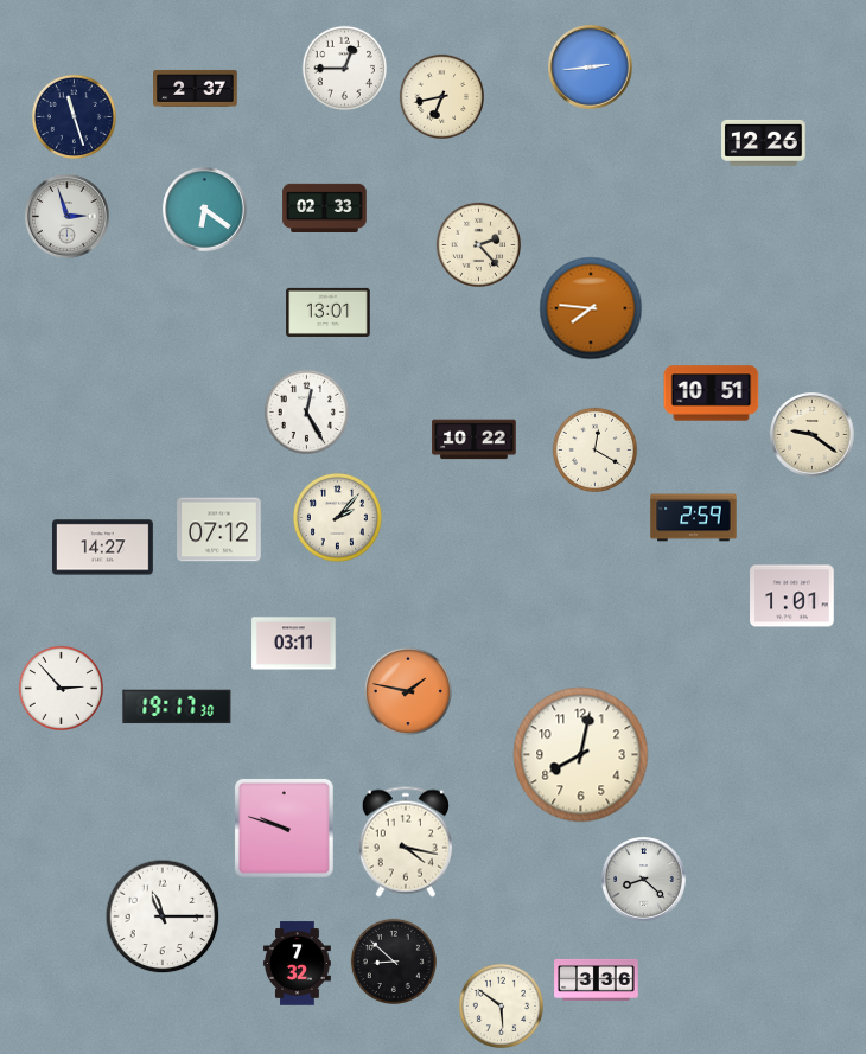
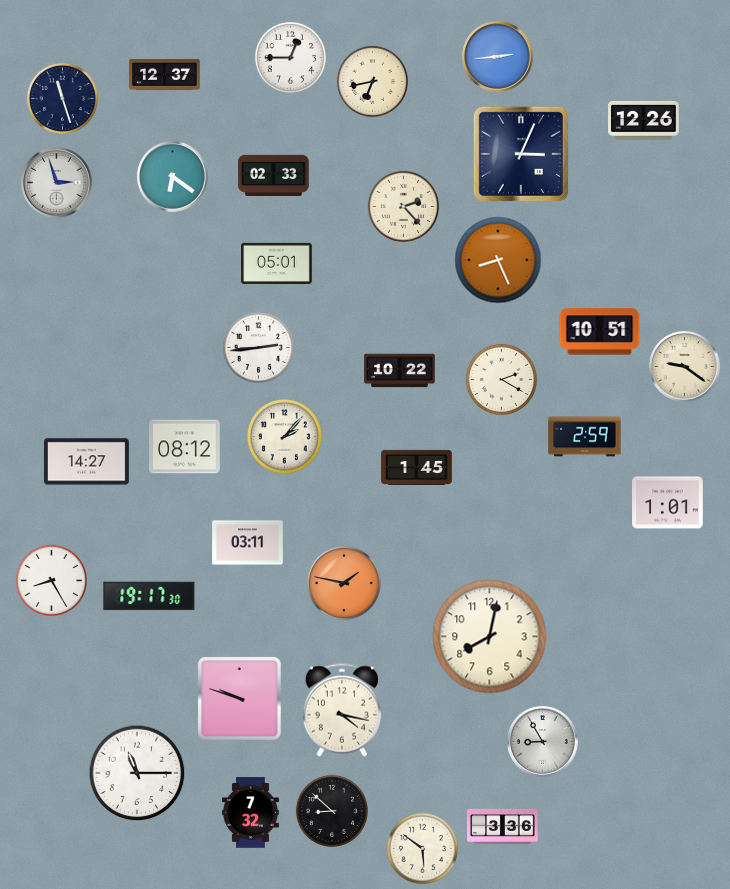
clock at (196, 88): 2:37 -> 12:37
clock at (521, 154): none -> 3:04
clock at (591, 308): 7:46 -> 8:26
clock at (329, 312): 13:01 -> 05:01
clock at (306, 411): 12:25 -> 2:44
clock at (594, 449): 12:20 -> 2:20
clock at (219, 530): 07:12 -> 08:12
clock at (417, 467): none -> 1:45
clock at (61, 688): 2:53 -> 8:25
clock at (644, 880): 8:22 -> 8:55
